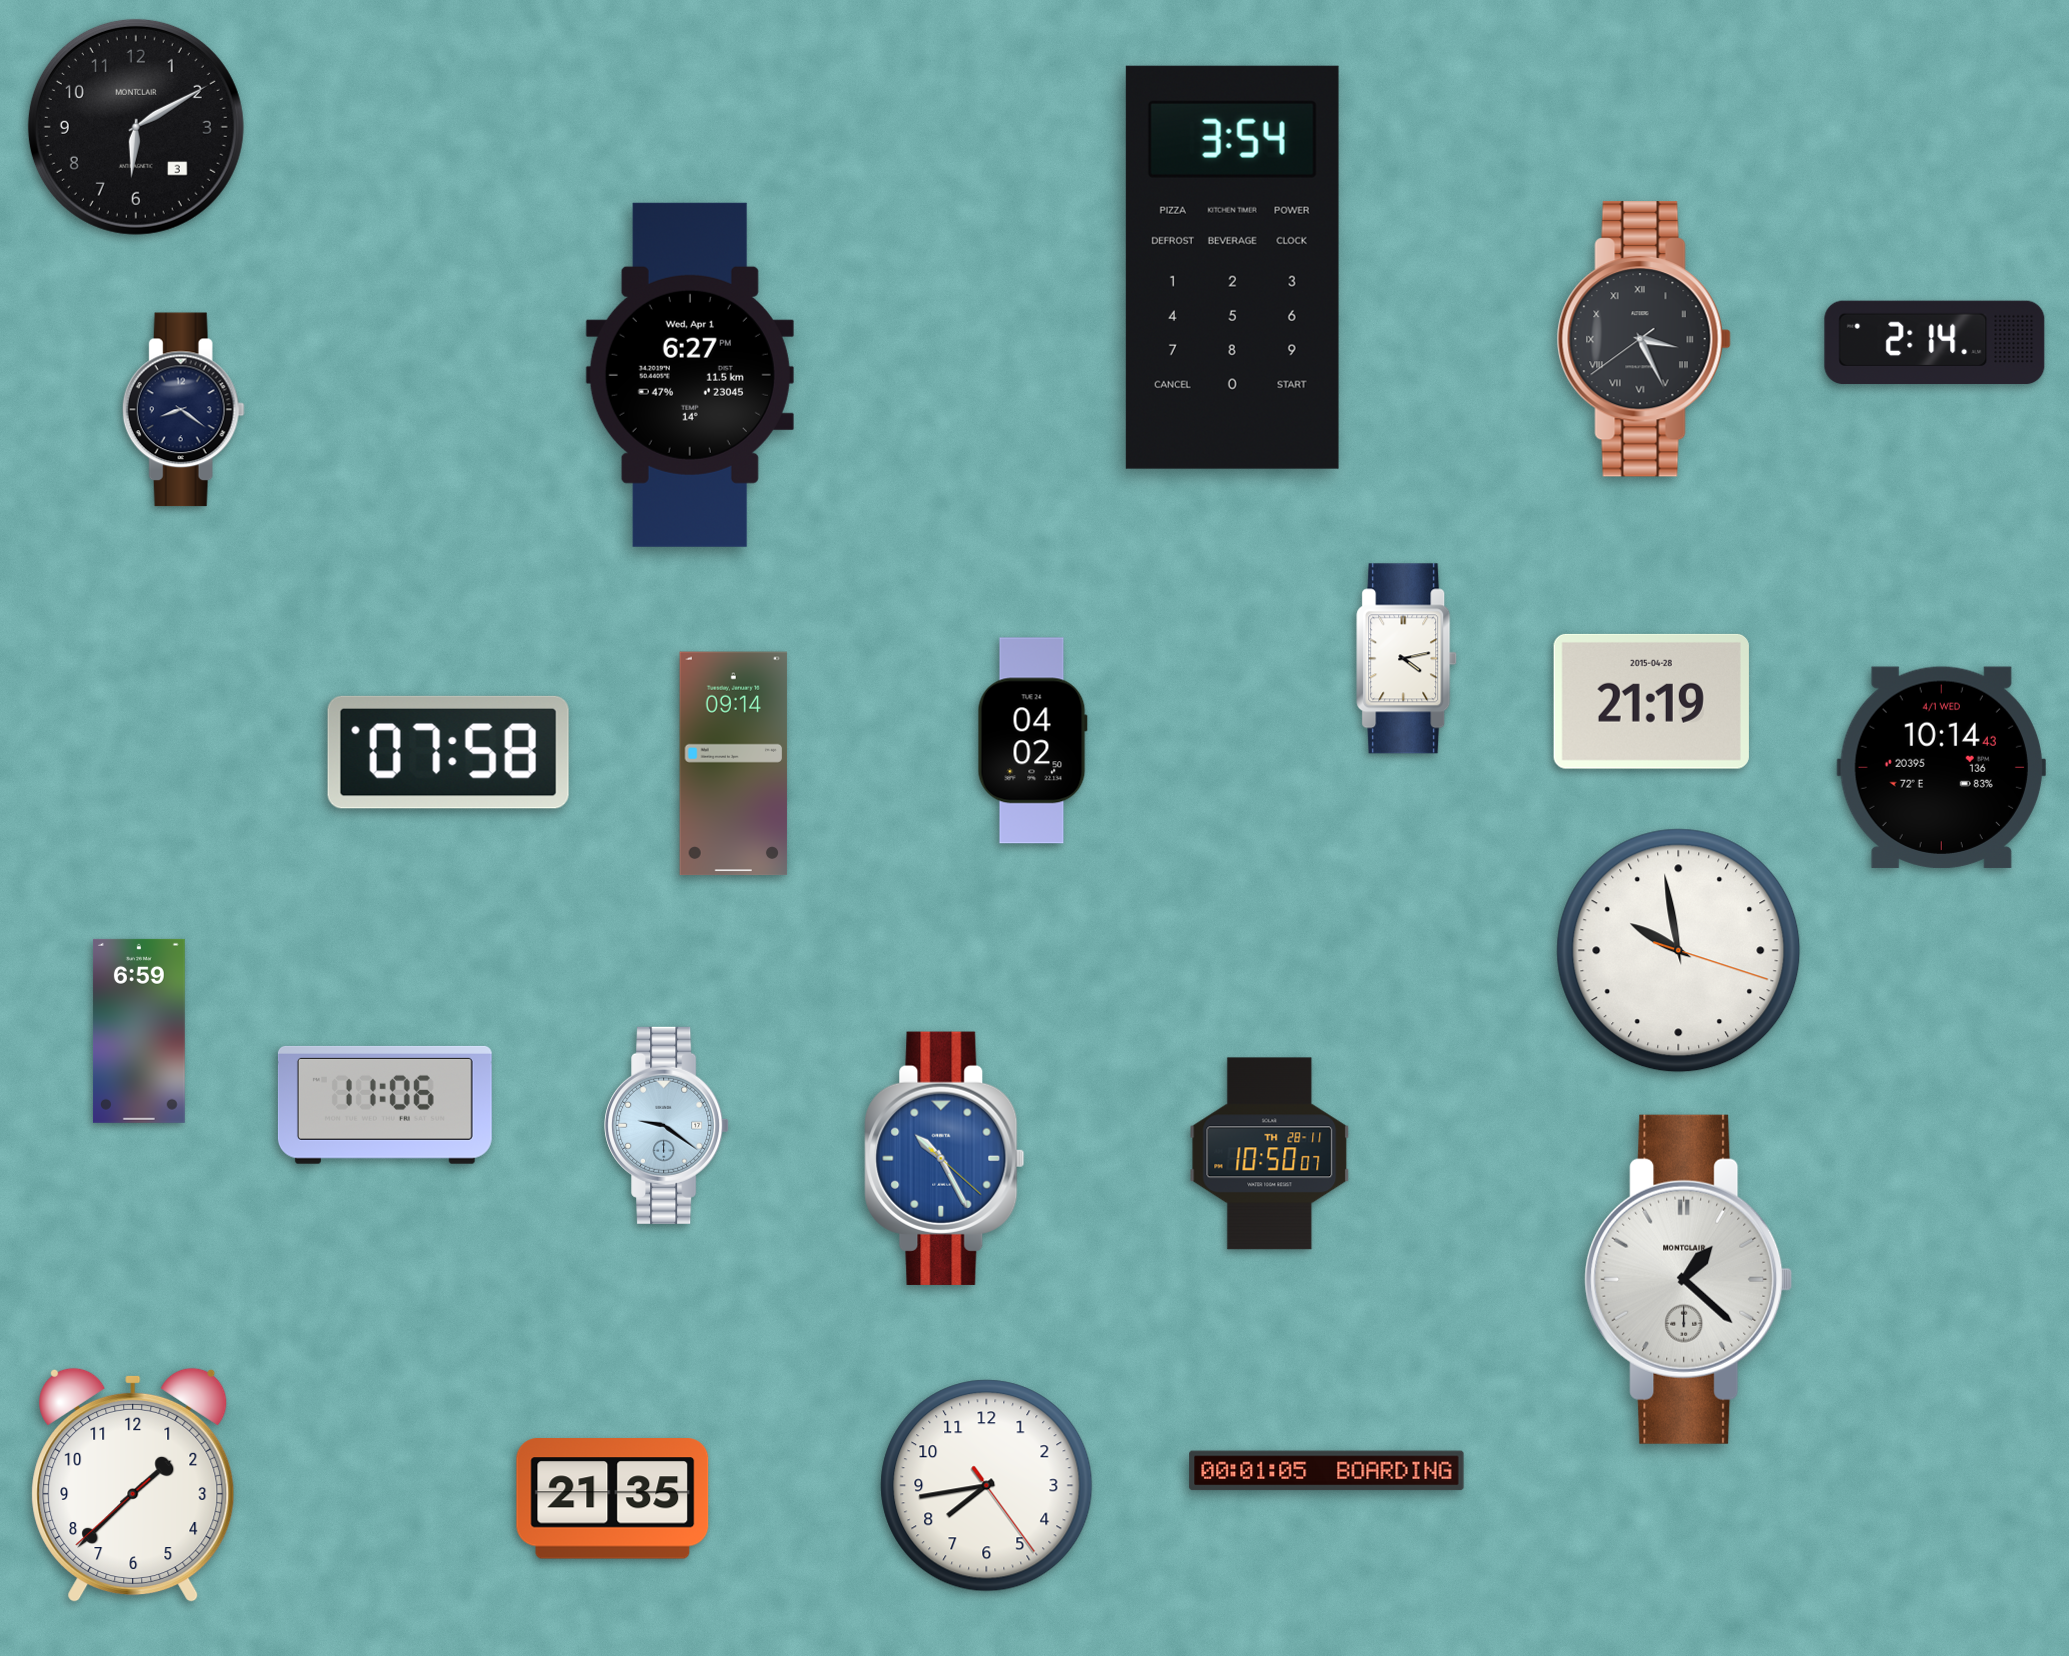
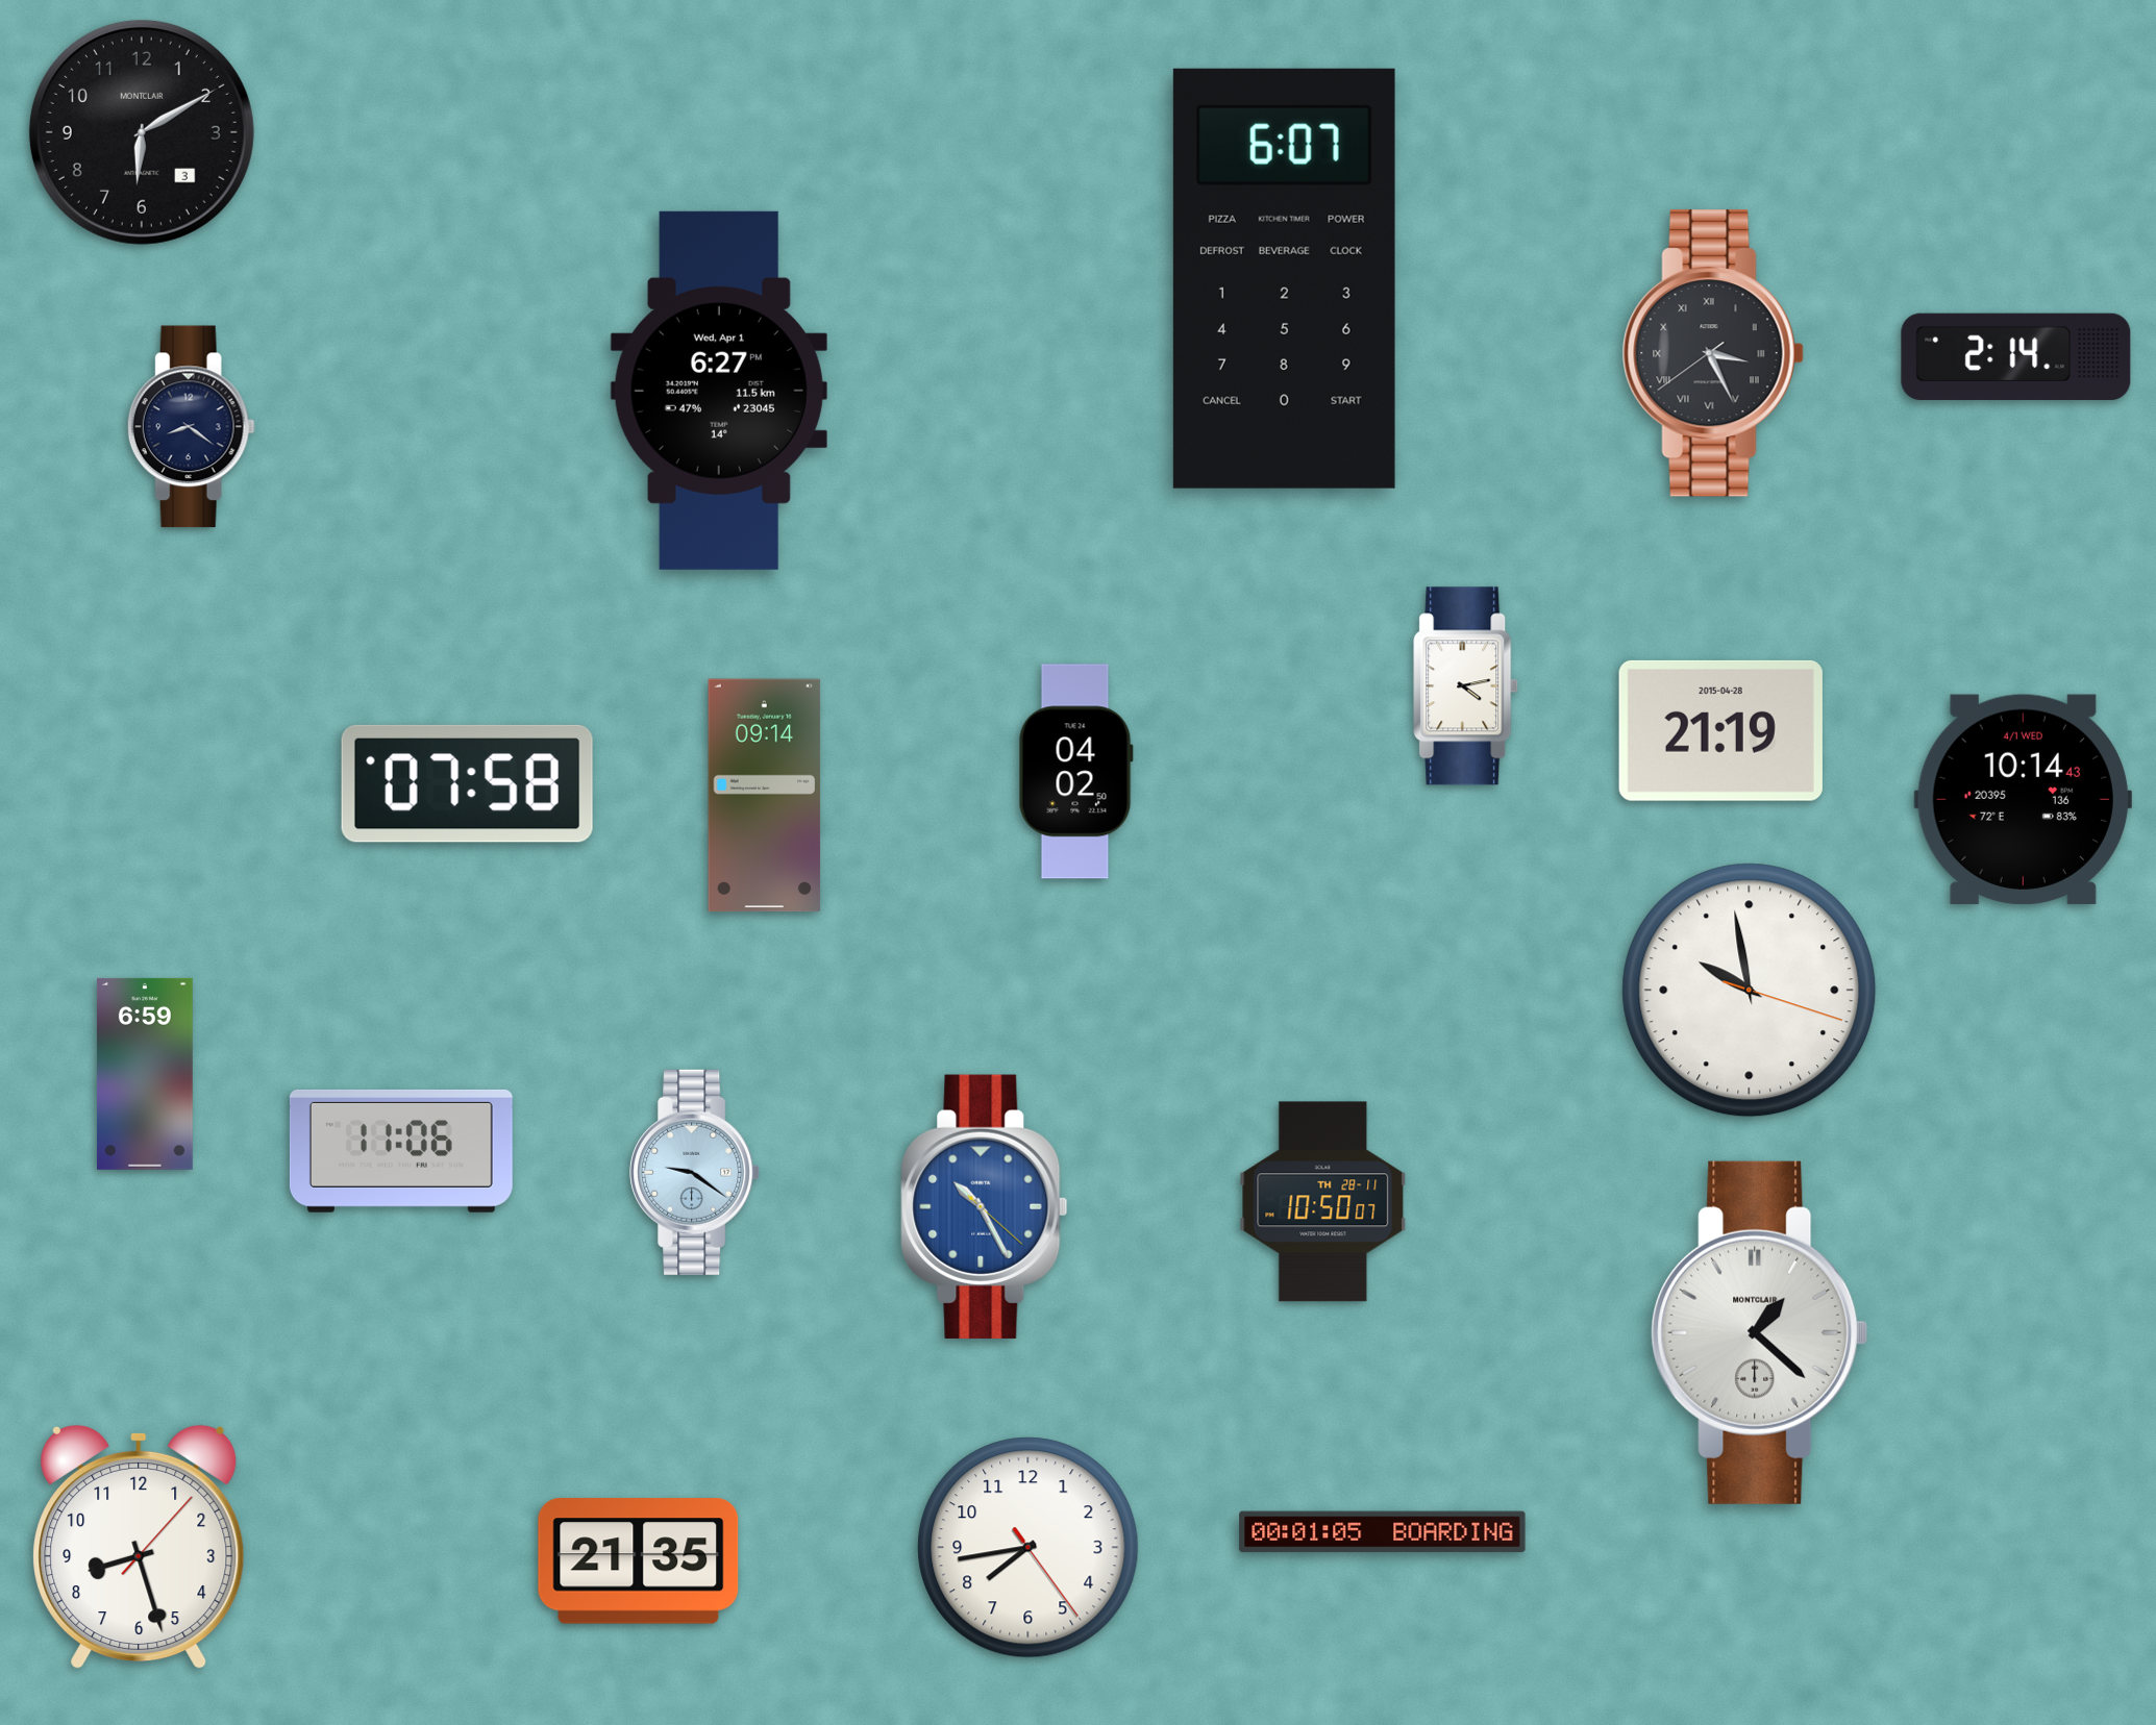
clock at (1232, 267): 3:54 -> 6:07
clock at (133, 1485): 1:37 -> 8:27
